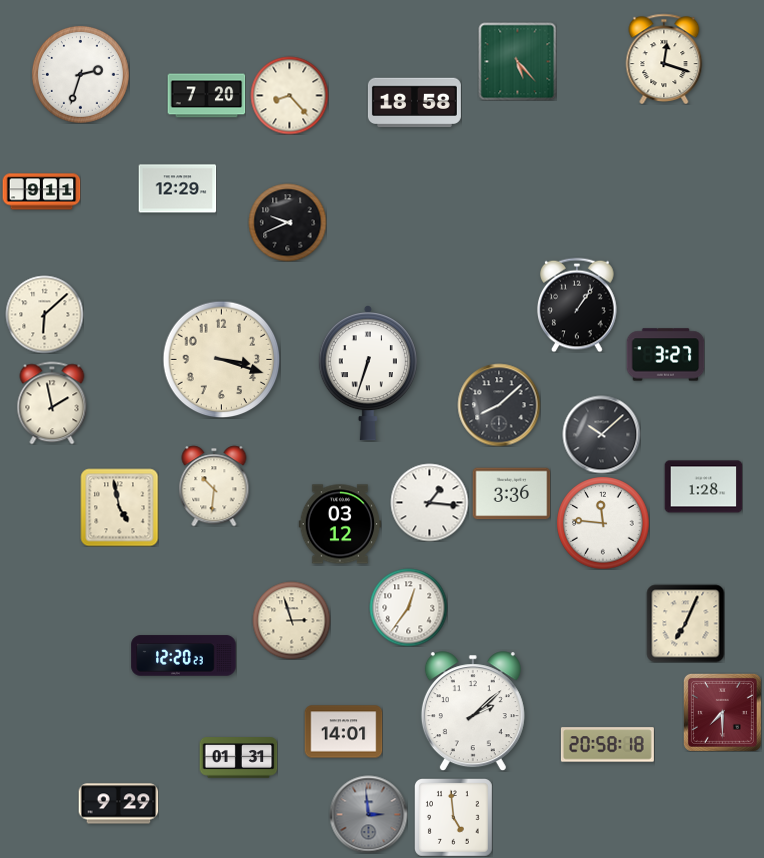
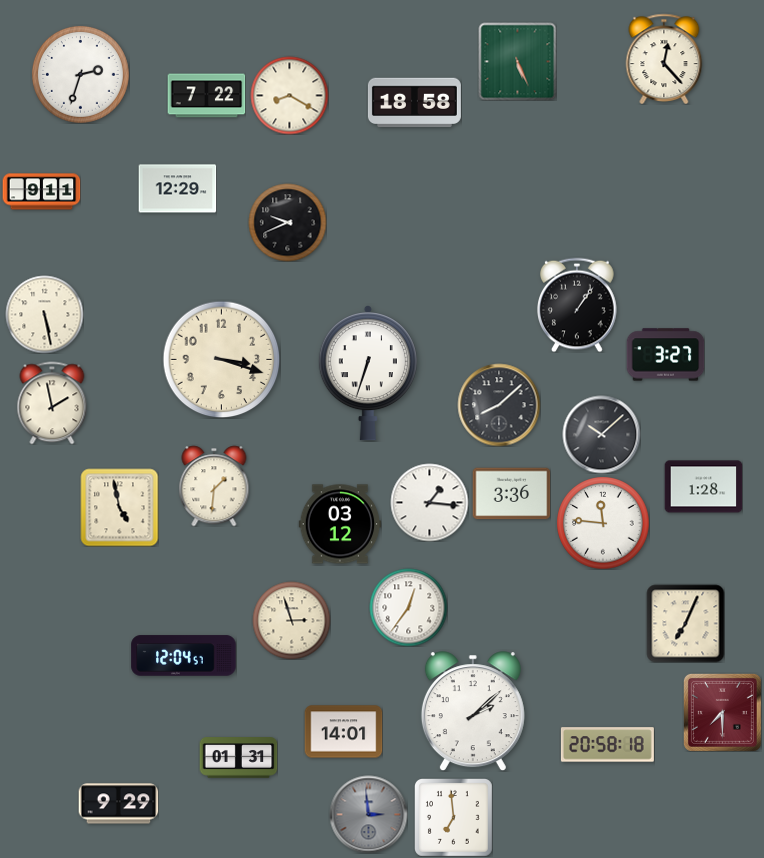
clock at (664, 58): 12:18 -> 12:23
clock at (517, 61): 5:23 -> 5:26
clock at (289, 95): 8:23 -> 8:20
clock at (206, 96): 7:20 -> 7:22
clock at (44, 314): 6:08 -> 5:28
clock at (214, 486): 10:31 -> 1:31
clock at (184, 656): 12:20 -> 12:04
clock at (454, 818): 4:59 -> 6:59
